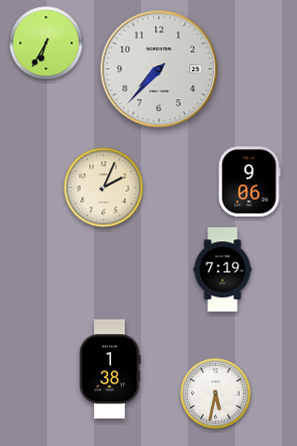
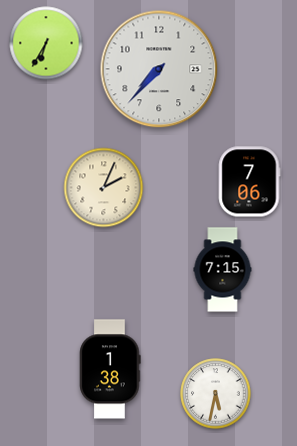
clock at (249, 182): 9:06 -> 7:06
clock at (223, 270): 7:19 -> 7:15
